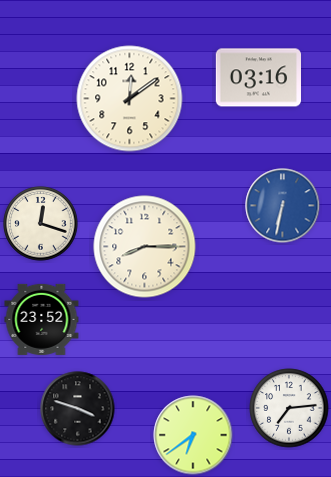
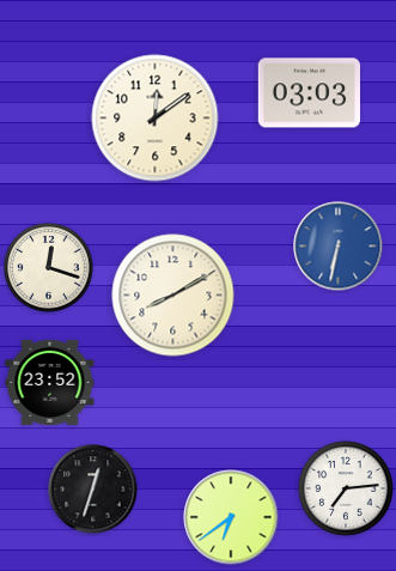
clock at (258, 78): 03:16 -> 03:03
clock at (145, 247): 8:15 -> 8:10
clock at (78, 409): 3:48 -> 12:33
clock at (193, 435) position: (193, 435) -> (231, 517)
